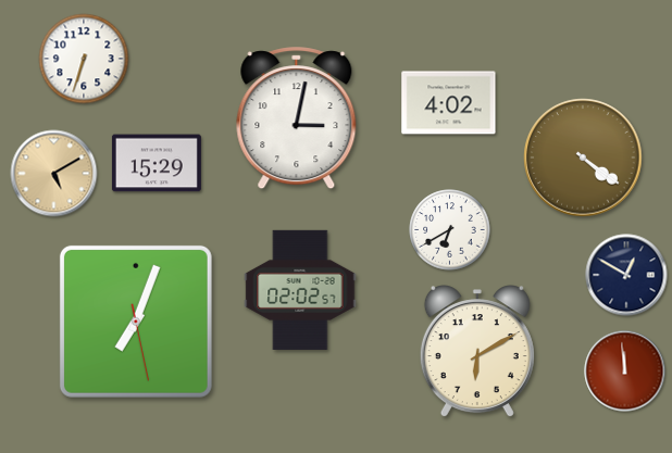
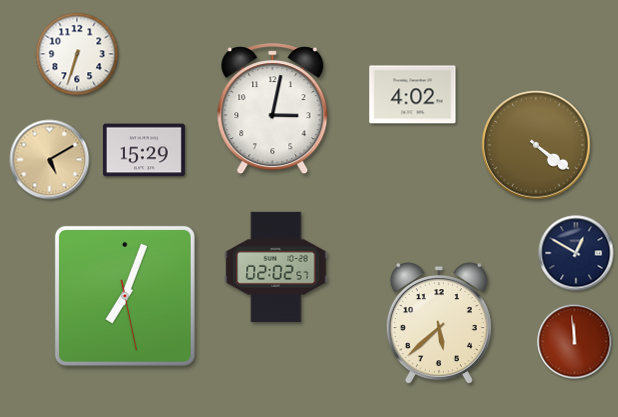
clock at (450, 230): 6:40 -> none
clock at (477, 352): 6:10 -> 5:38
